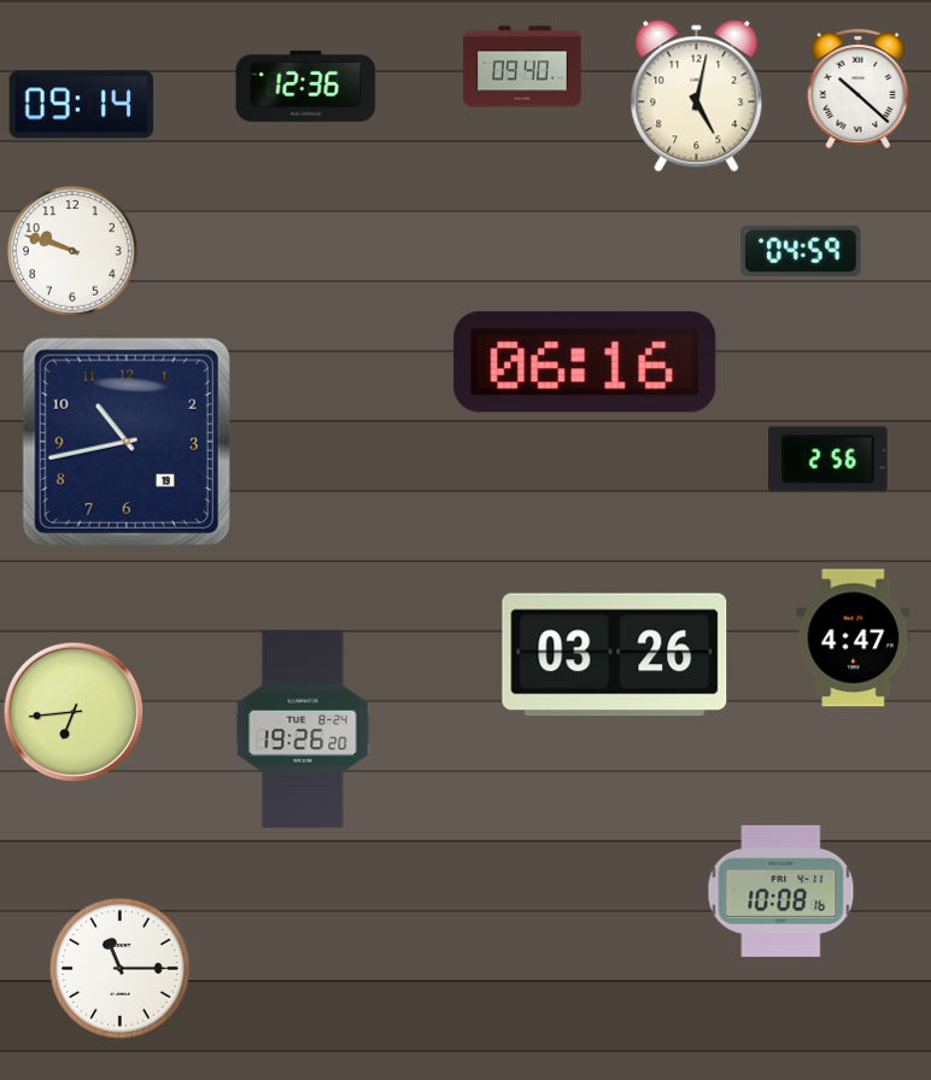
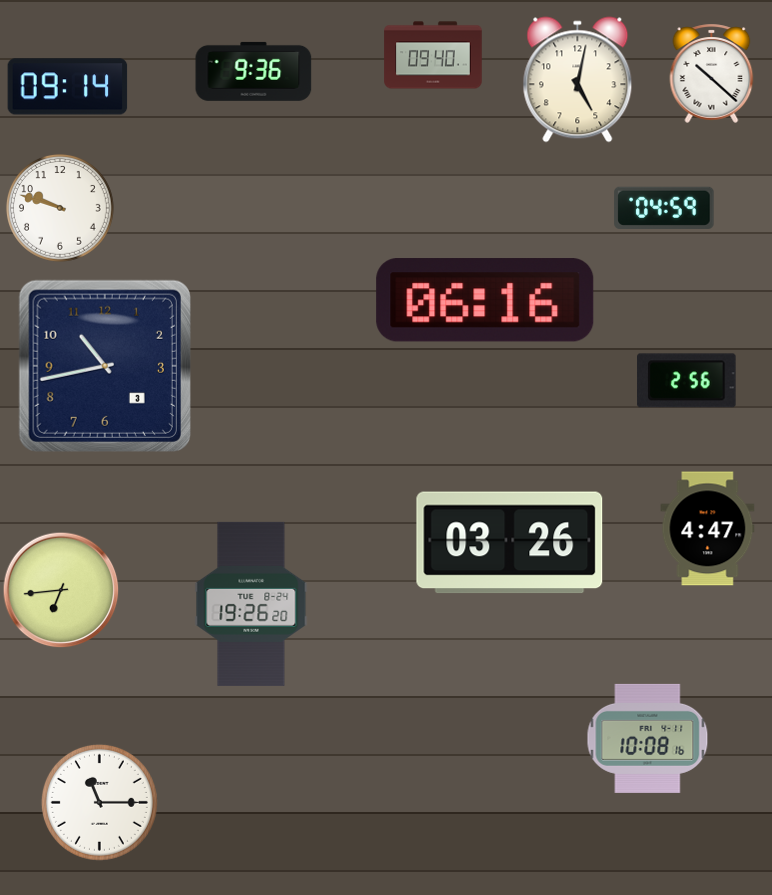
clock at (306, 86): 12:36 -> 9:36
clock at (127, 442) date: 19 -> 3
